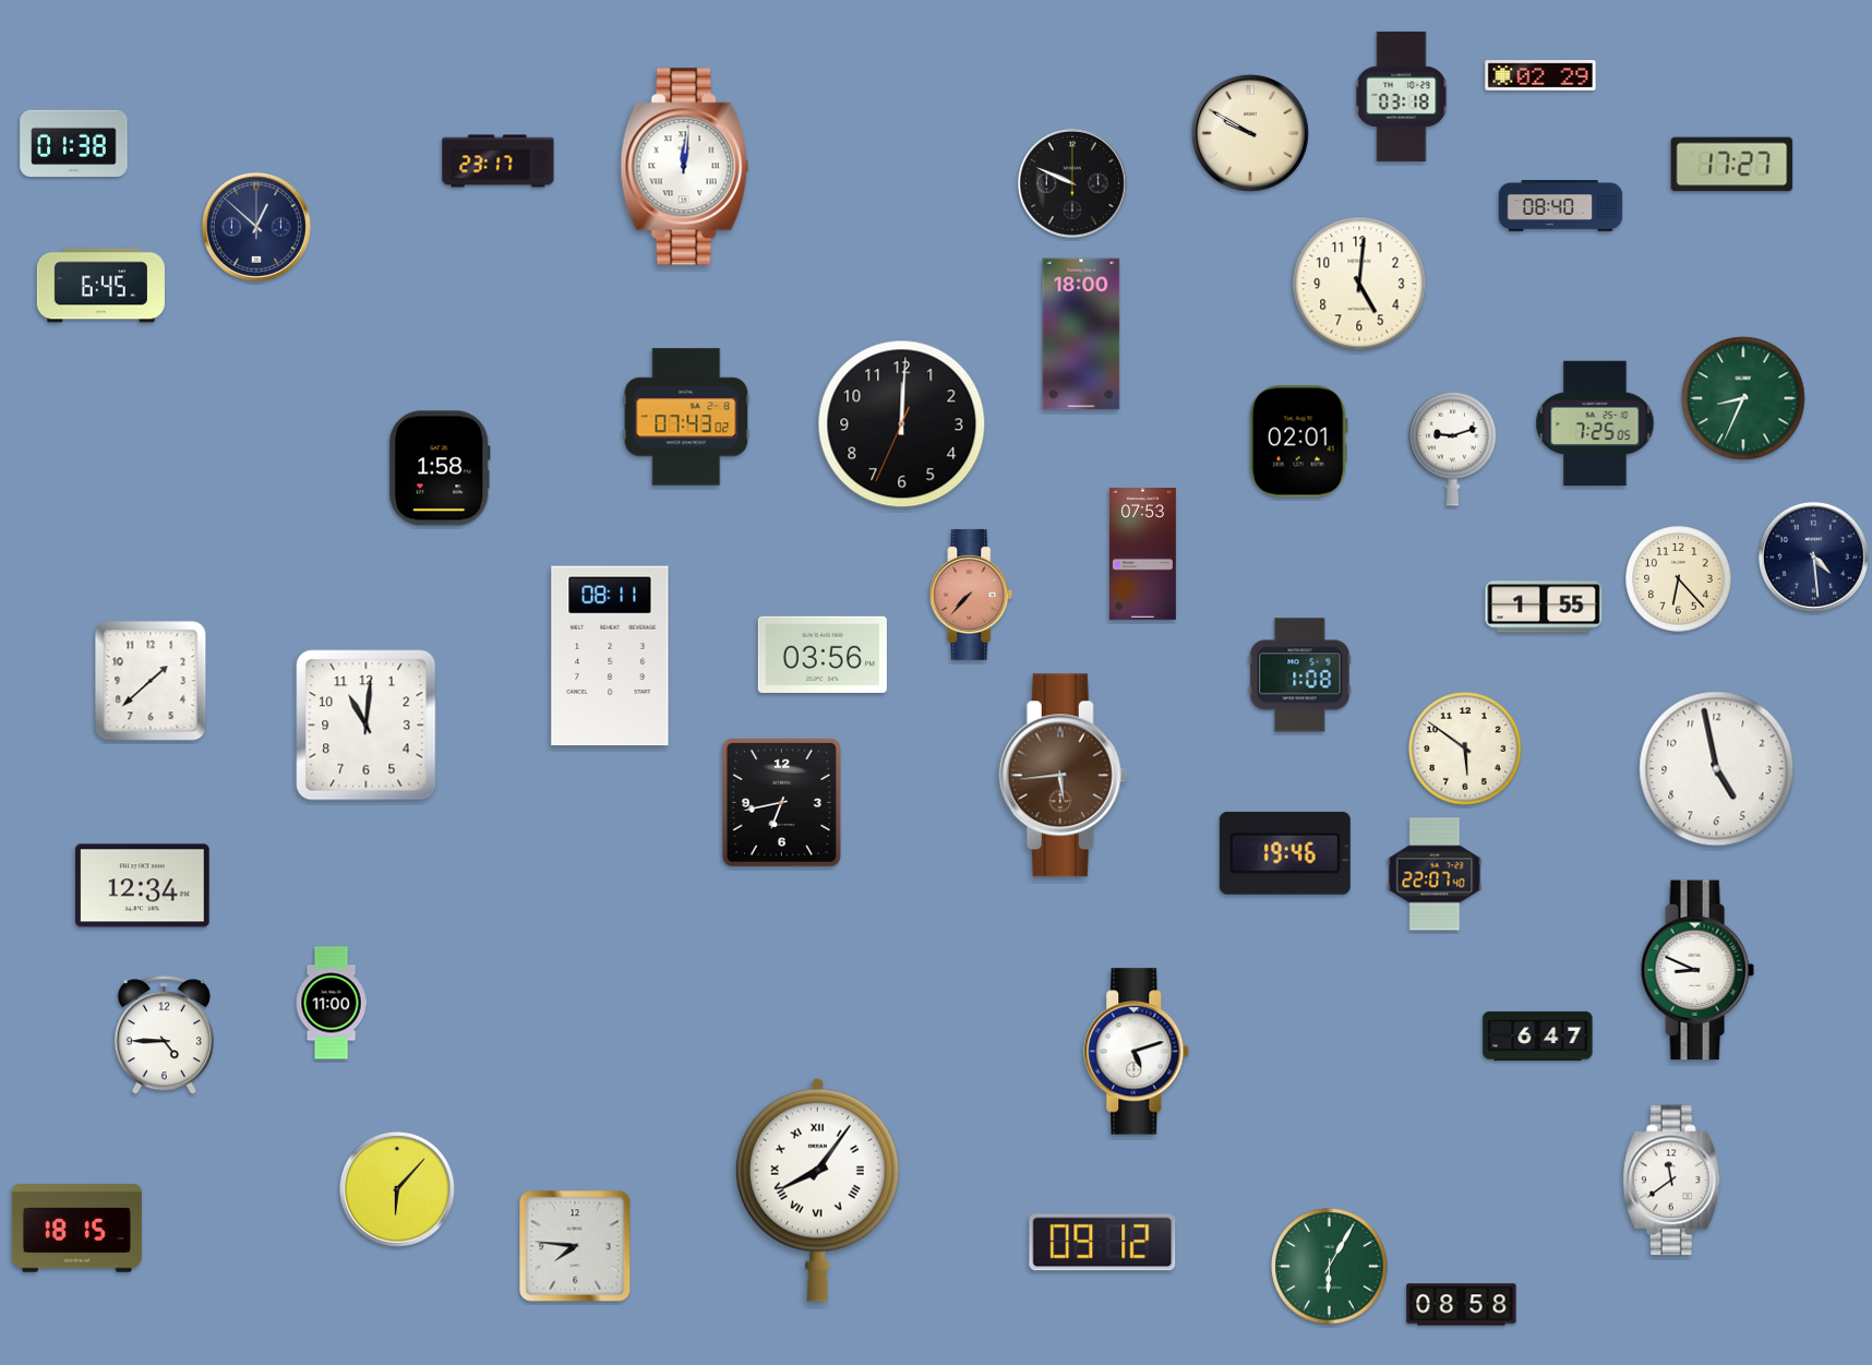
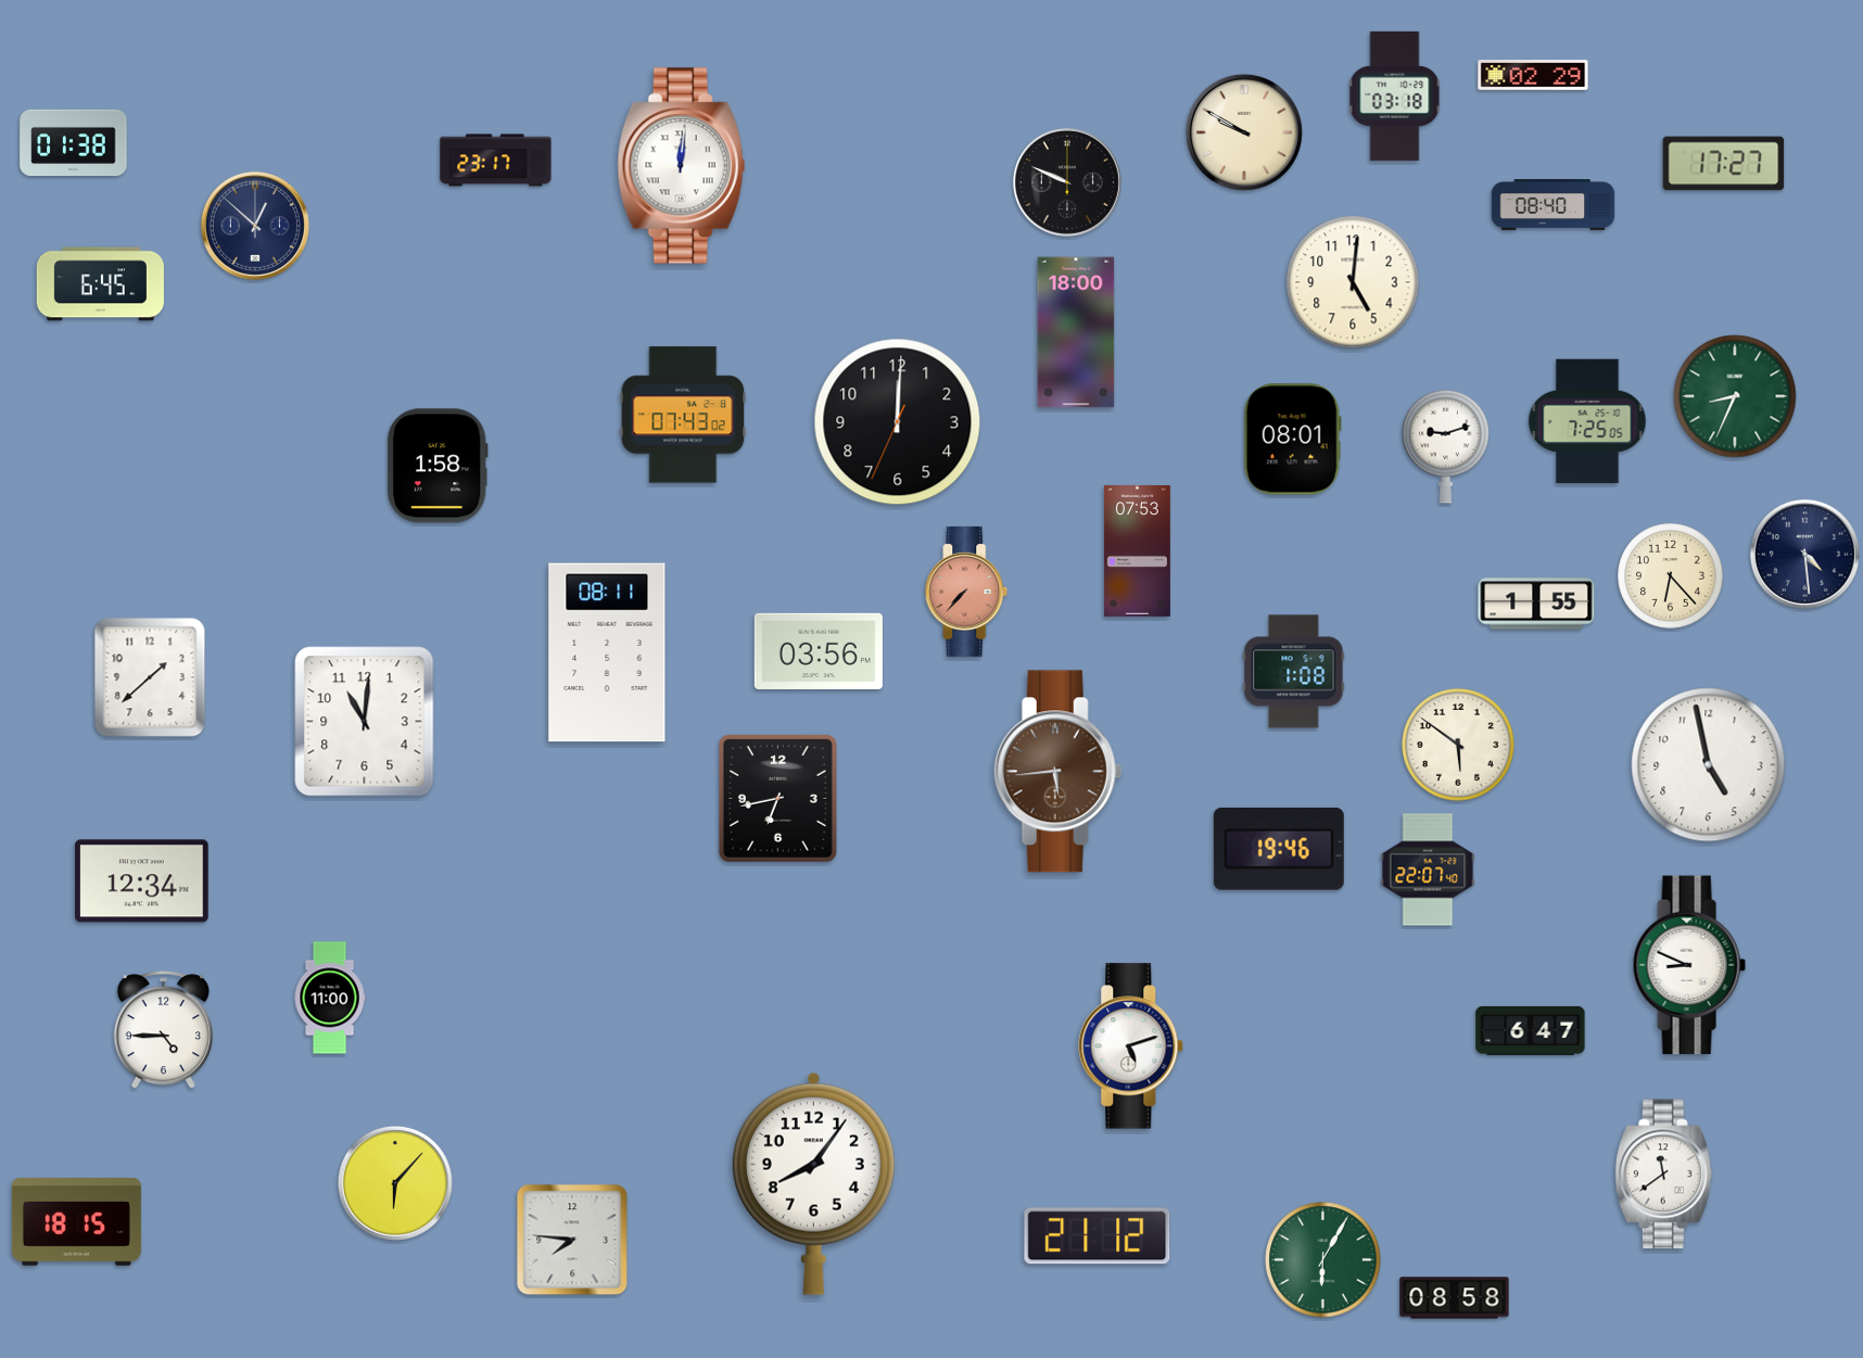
clock at (1298, 442): 02:01 -> 08:01
clock at (817, 1189) numerals: Roman -> Arabic
clock at (1103, 1243): 09:12 -> 21:12
